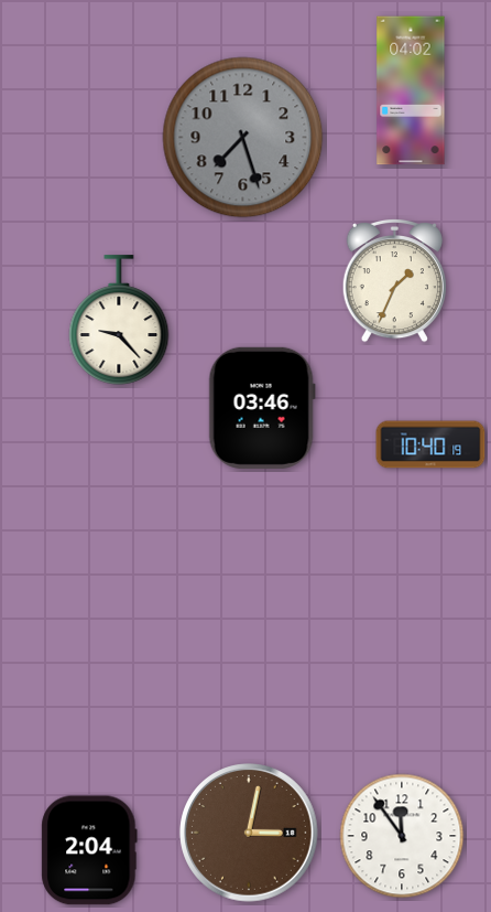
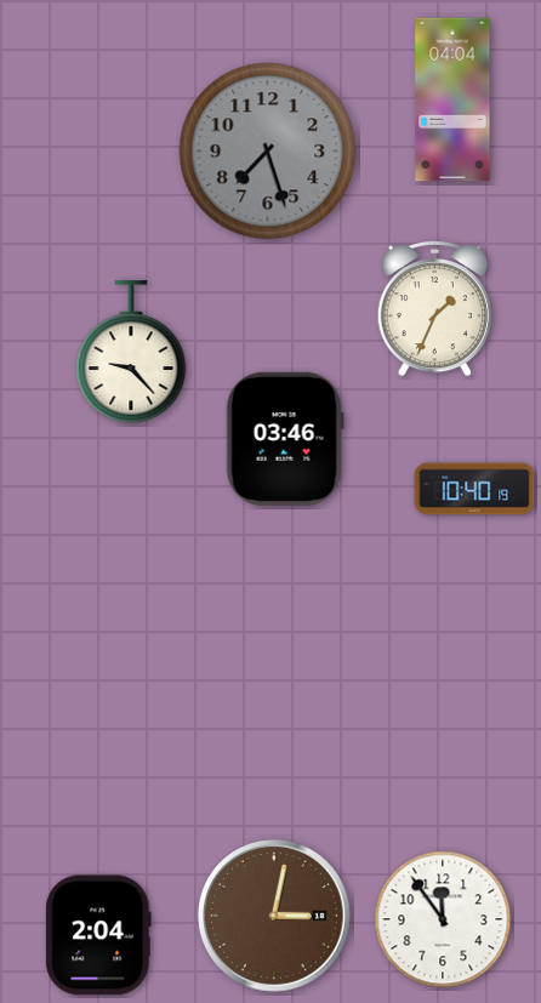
clock at (411, 90): 04:02 -> 04:04
clock at (262, 408) position: (262, 408) -> (285, 439)
